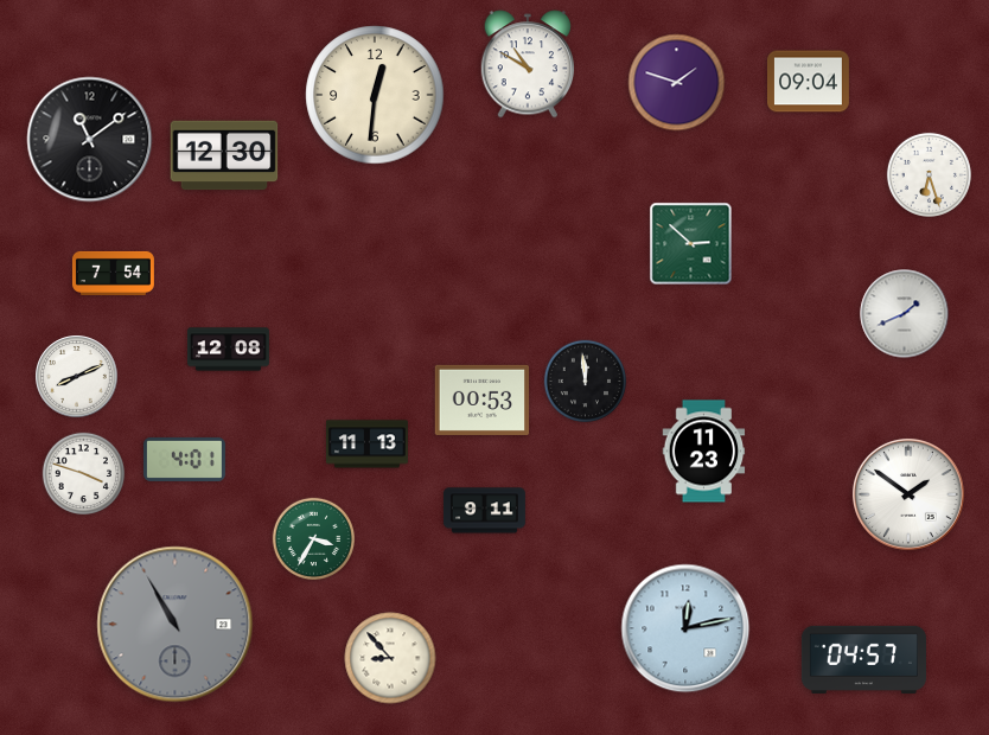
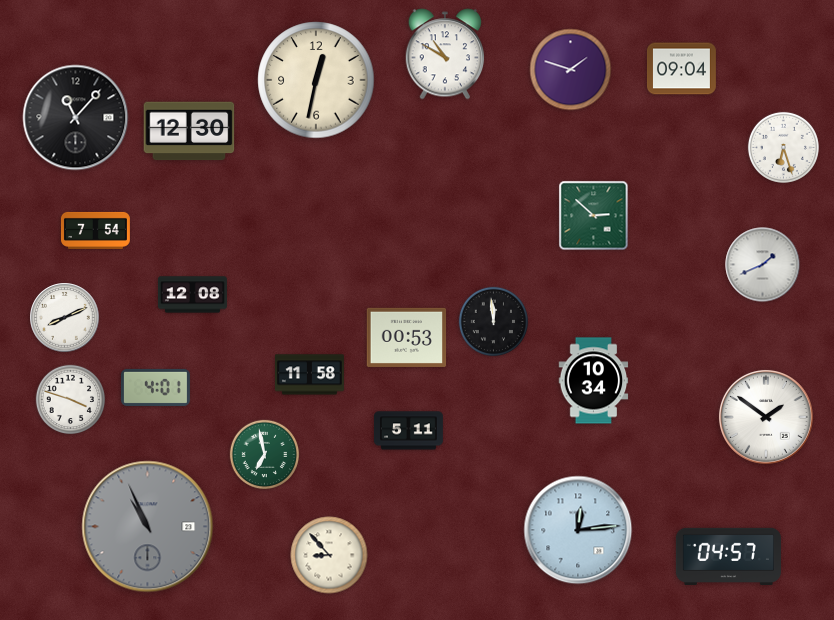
clock at (375, 95): 12:31 -> 12:32
clock at (90, 140): 11:09 -> 11:07
clock at (691, 244) position: (691, 244) -> (594, 216)
clock at (366, 445): 11:13 -> 11:58
clock at (704, 452): 11:23 -> 10:34
clock at (484, 511): 9:11 -> 5:11
clock at (314, 539): 3:35 -> 6:58
clock at (176, 625): 10:55 -> 10:56
clock at (685, 628): 12:13 -> 12:14
